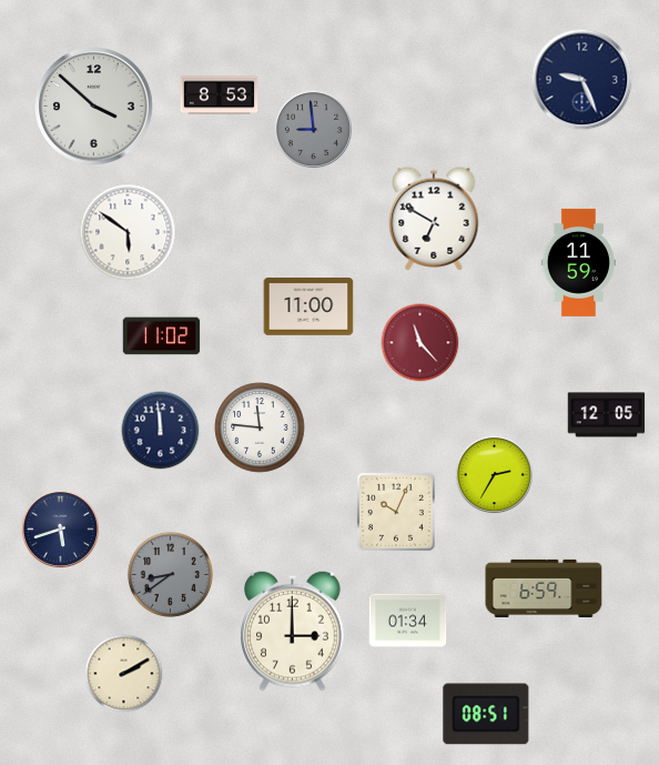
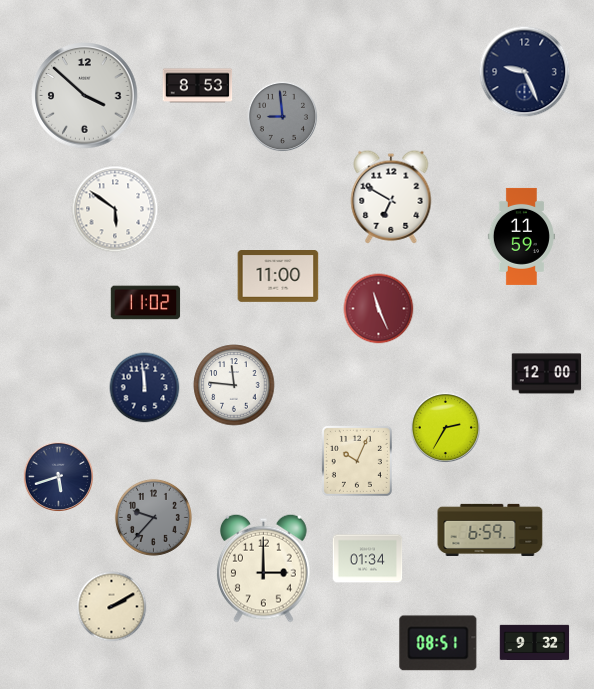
clock at (420, 343): 11:23 -> 11:26
clock at (607, 415): 12:05 -> 12:00
clock at (60, 529) position: (60, 529) -> (58, 476)
clock at (170, 574): 8:39 -> 9:37
clock at (535, 643): none -> 9:32
